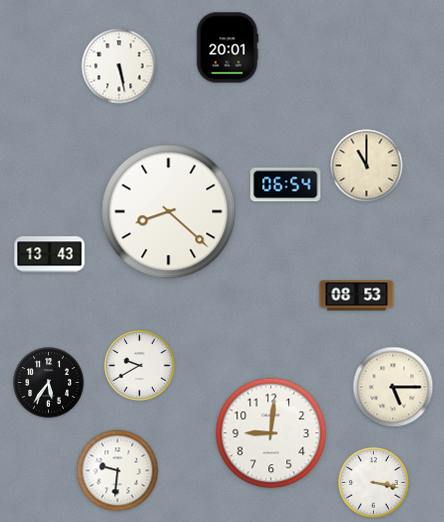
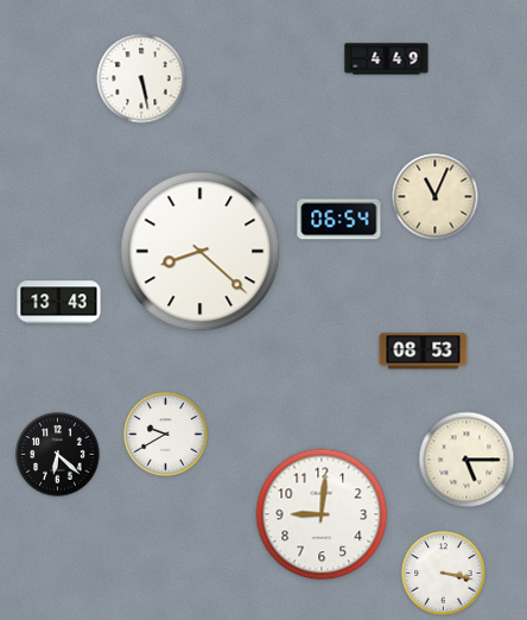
clock at (227, 48): 20:01 -> none
clock at (387, 59): none -> 4:49
clock at (367, 166): 11:00 -> 11:04
clock at (49, 383): 5:36 -> 6:22
clock at (118, 471): 9:31 -> none
